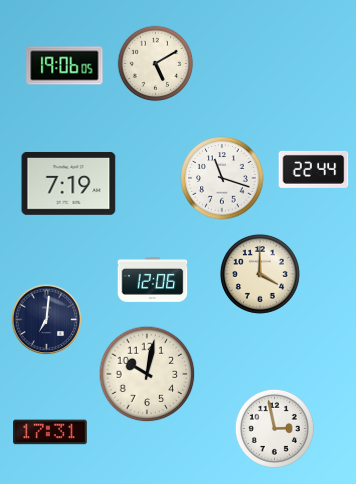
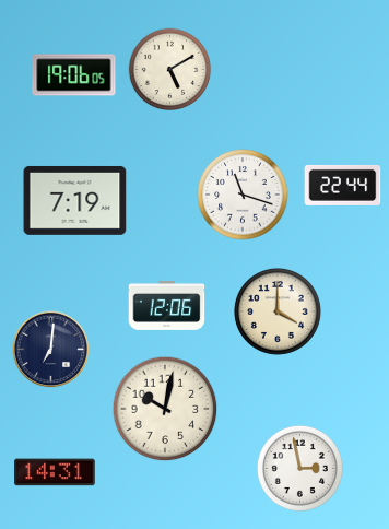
clock at (65, 66) position: (65, 66) -> (74, 75)
clock at (260, 274) position: (260, 274) -> (278, 311)
clock at (147, 374) position: (147, 374) -> (165, 409)
clock at (50, 432): 17:31 -> 14:31
